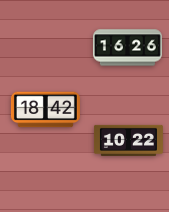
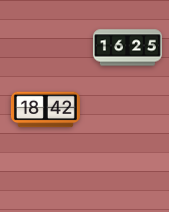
clock at (127, 48): 16:26 -> 16:25
clock at (128, 140): 10:22 -> none
